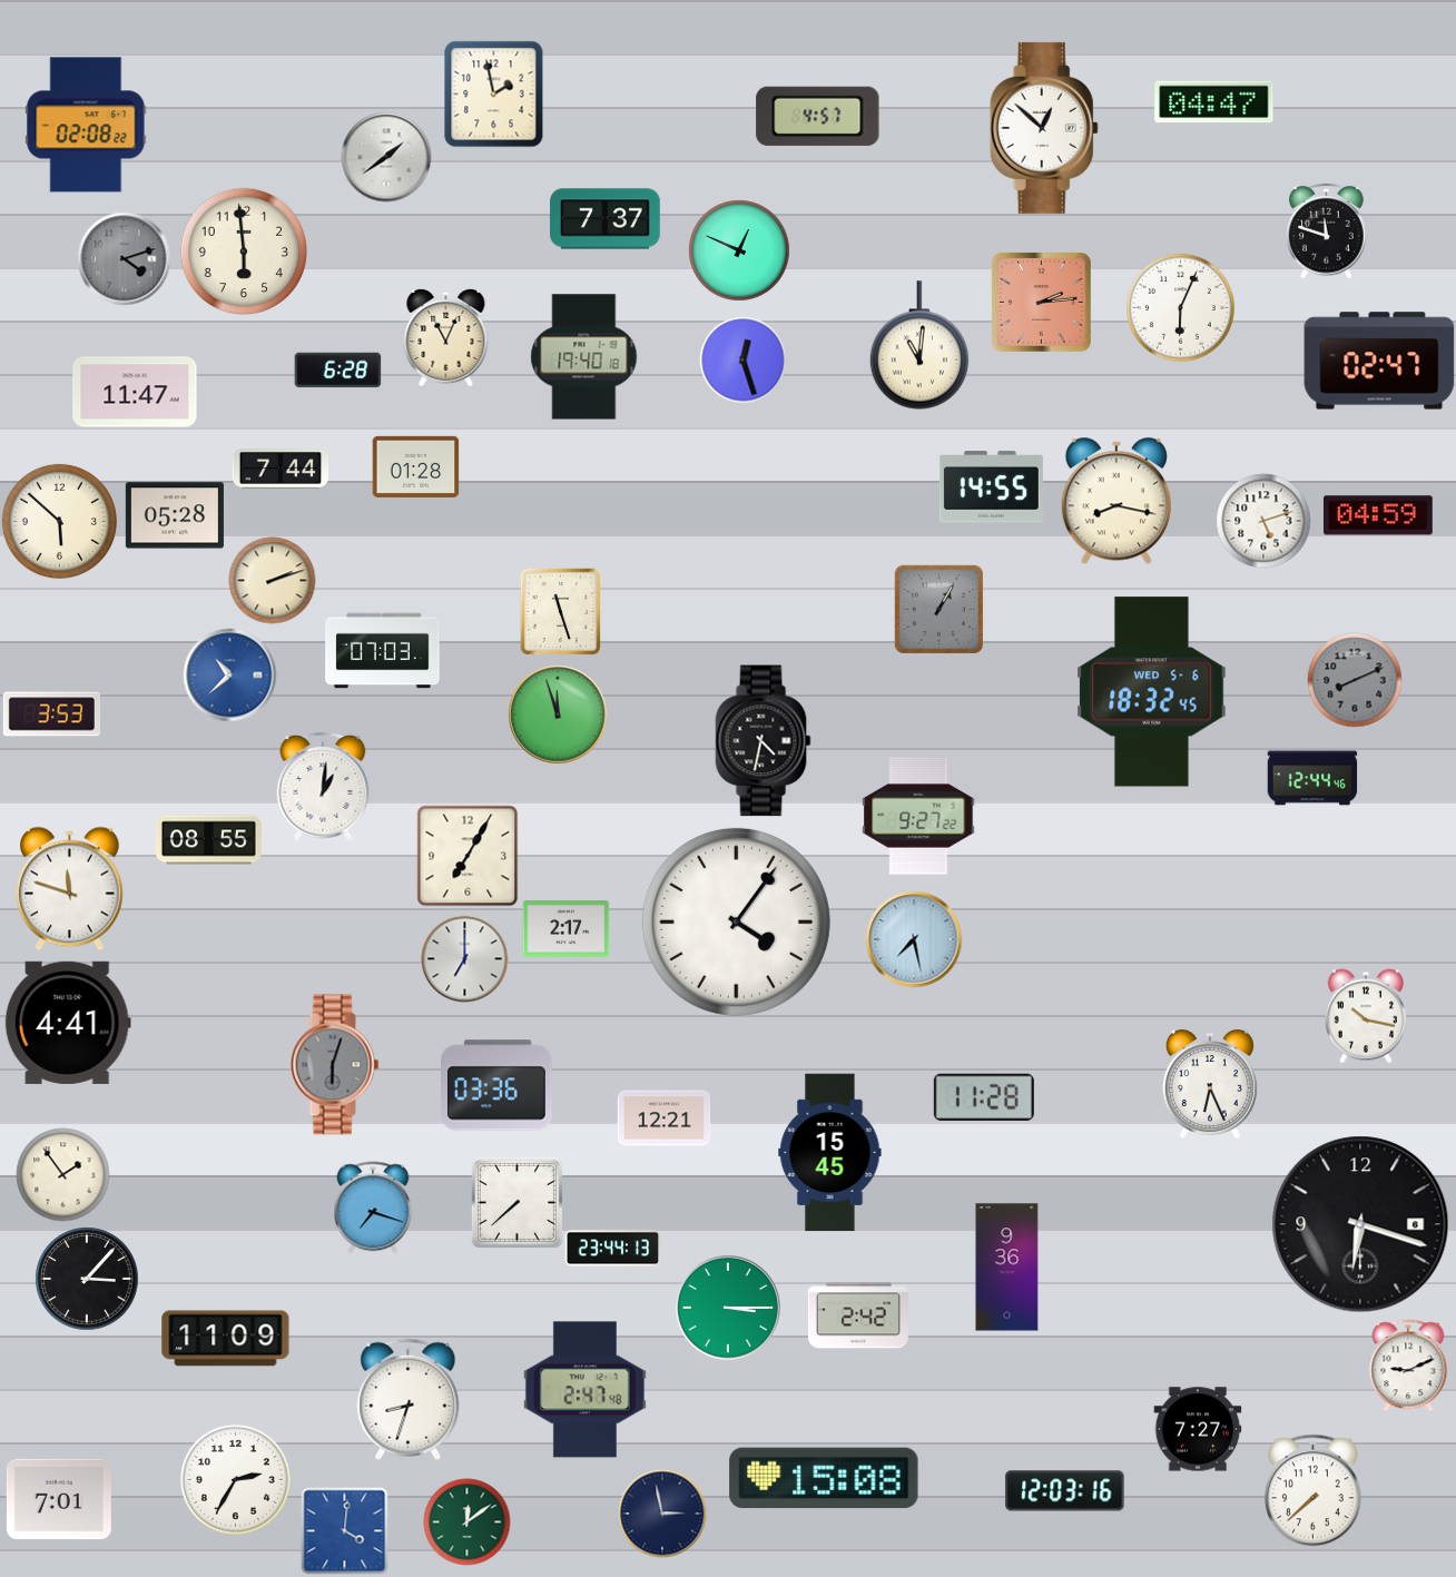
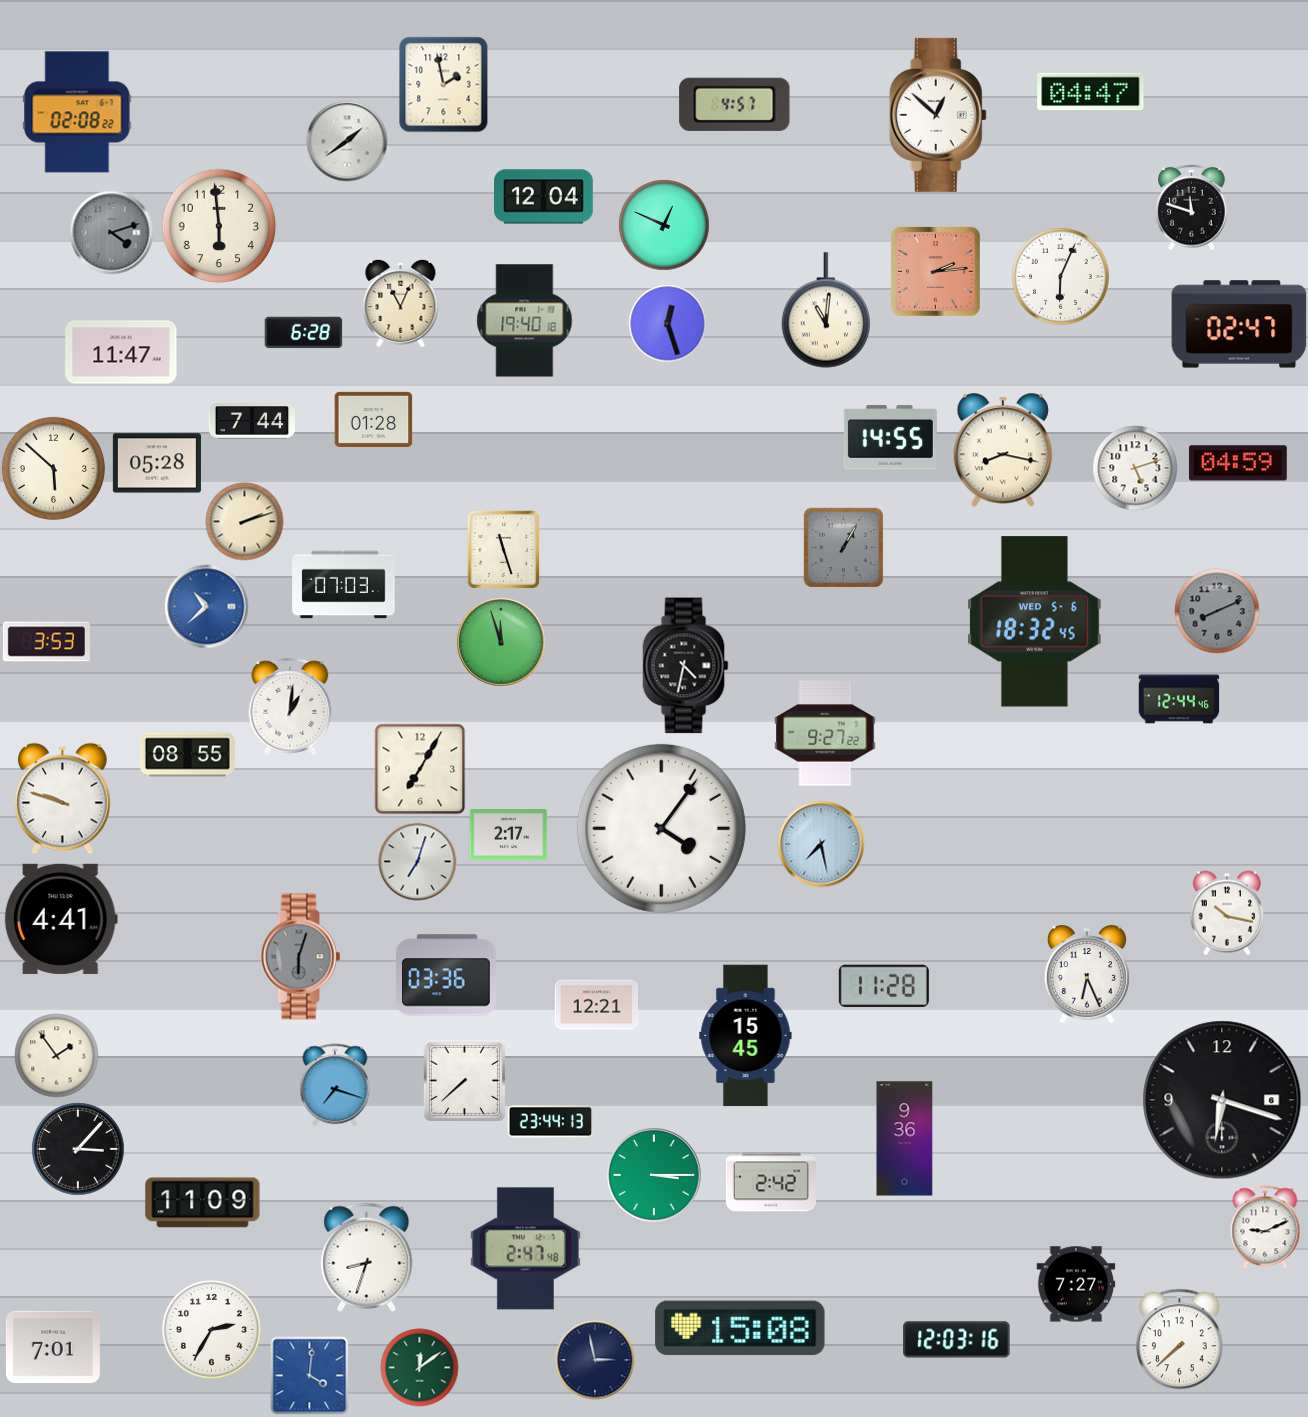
clock at (606, 219): 7:37 -> 12:04
clock at (70, 888): 11:48 -> 9:48
clock at (464, 958): 7:00 -> 7:03
